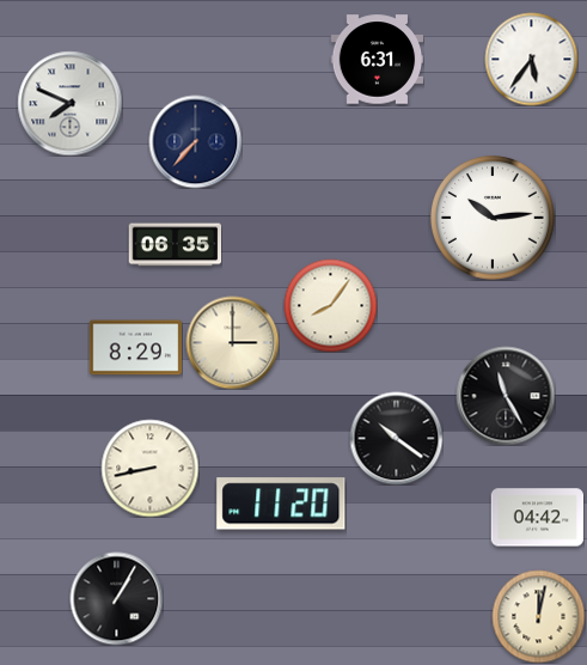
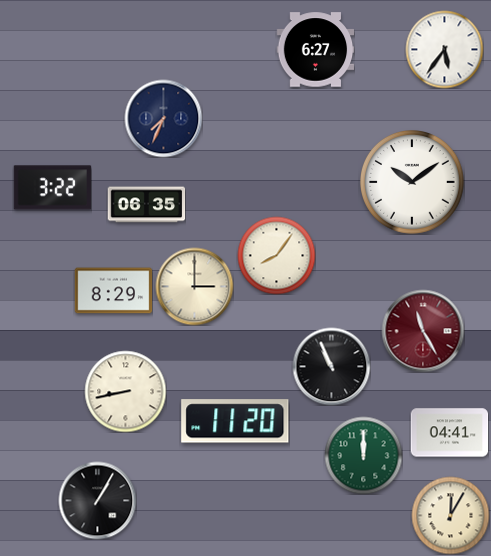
clock at (377, 60): 6:31 -> 6:27
clock at (69, 103): 7:49 -> none
clock at (195, 141): 7:37 -> 7:34
clock at (494, 219): 10:14 -> 10:09
clock at (52, 188): none -> 3:22
clock at (506, 396) dial: black -> burgundy
clock at (396, 438): 10:21 -> 10:56
clock at (537, 518): 04:42 -> 04:41
clock at (363, 455): none -> 12:00
clock at (538, 616): 12:02 -> 12:05
